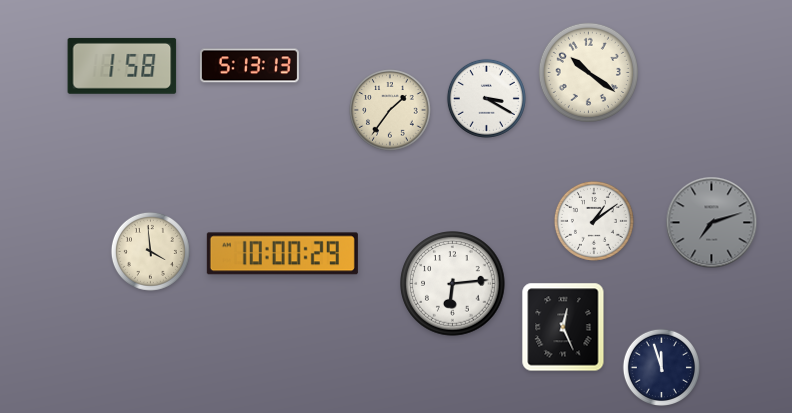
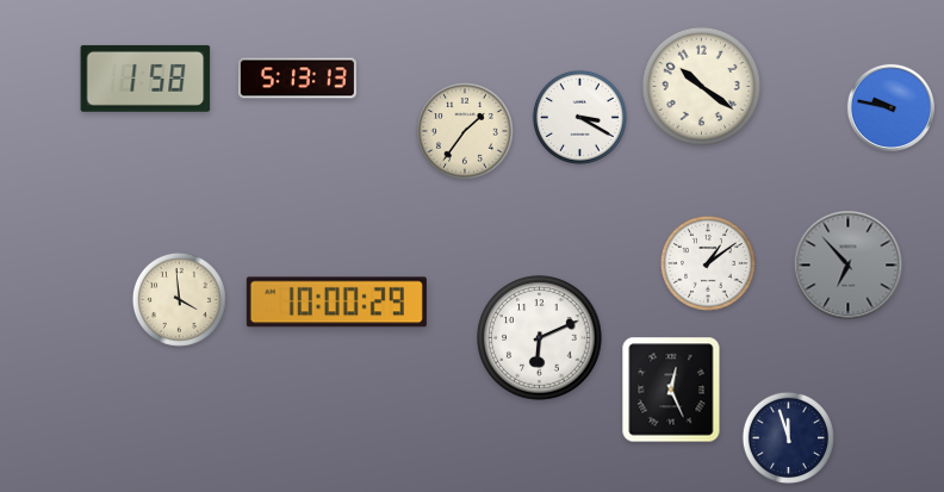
clock at (890, 107): none -> 9:47
clock at (712, 223): 7:12 -> 6:53
clock at (453, 284): 6:14 -> 6:11
